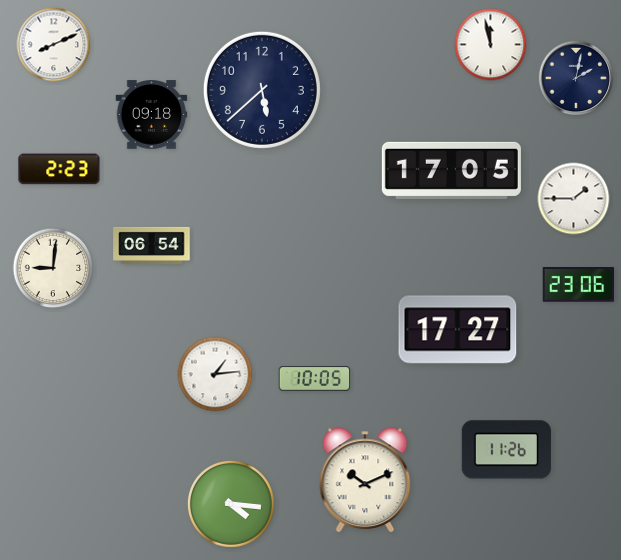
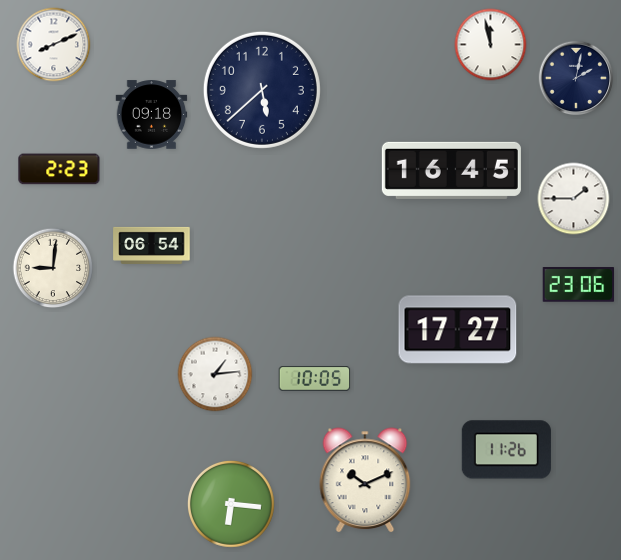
clock at (451, 170): 17:05 -> 16:45
clock at (231, 504): 4:16 -> 6:16
